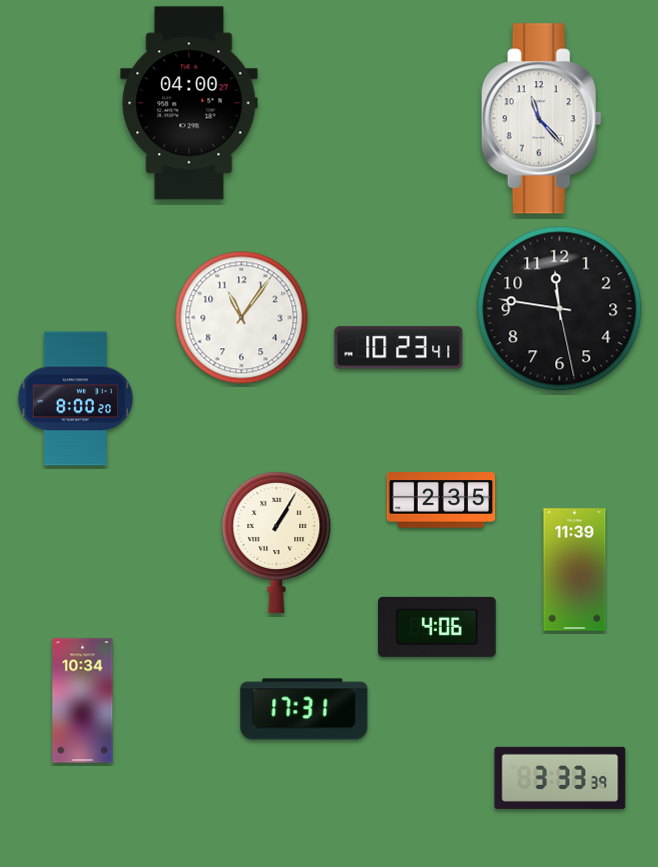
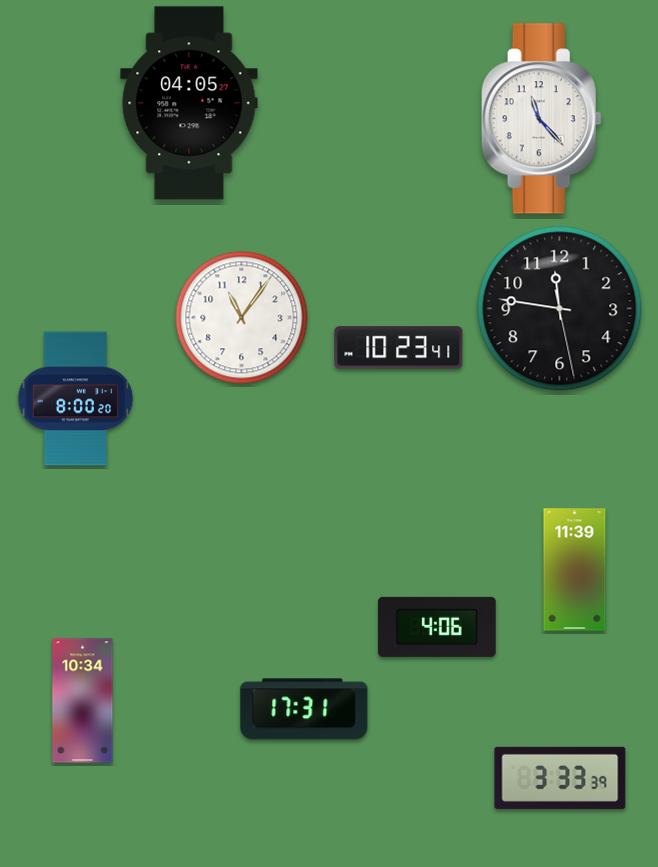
clock at (189, 103): 04:00 -> 04:05
clock at (441, 500): 2:35 -> none
clock at (277, 542): 1:05 -> none
